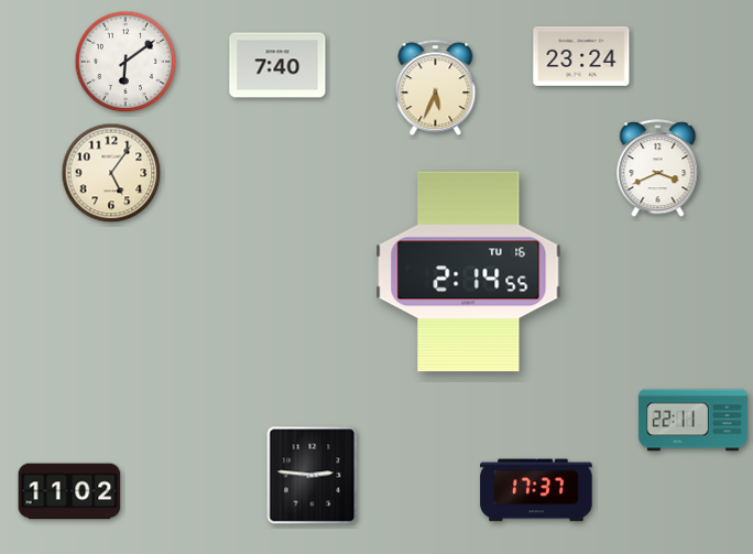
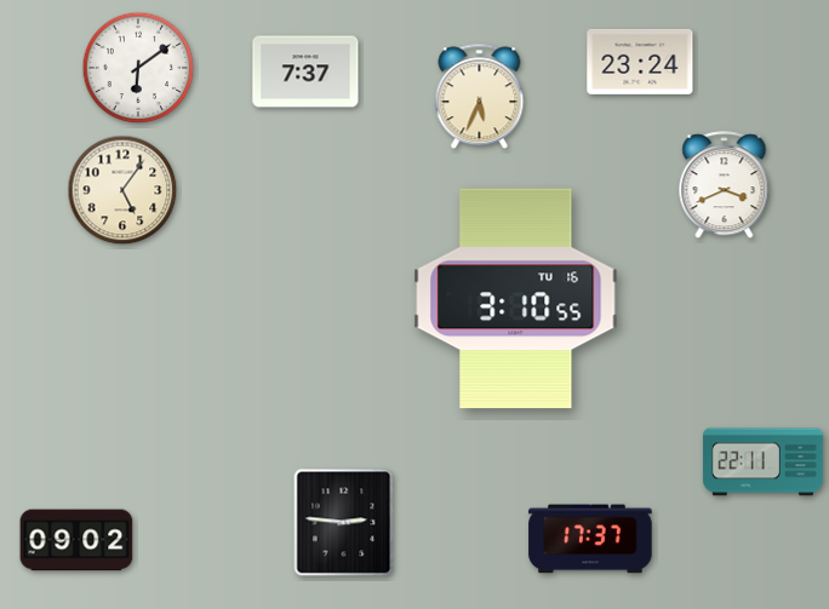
clock at (277, 65): 7:40 -> 7:37
clock at (469, 272): 2:14 -> 3:10
clock at (69, 491): 11:02 -> 09:02
